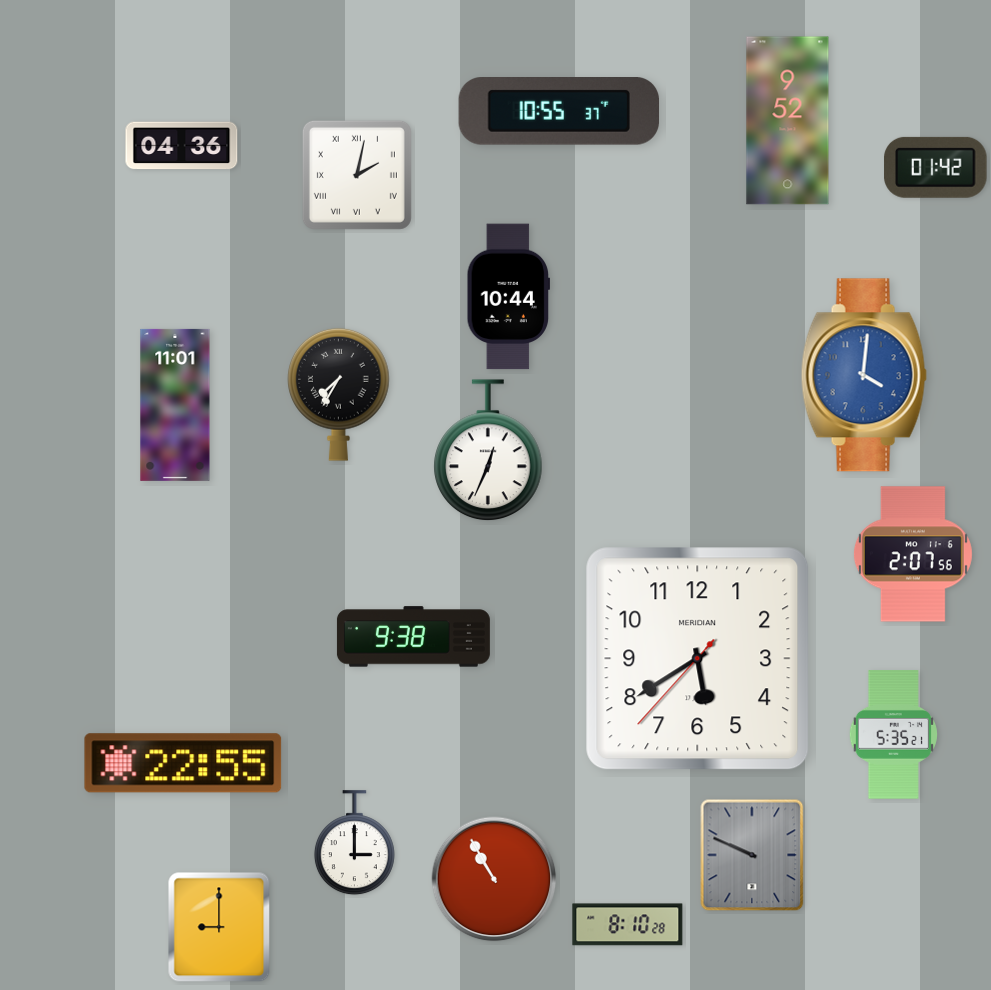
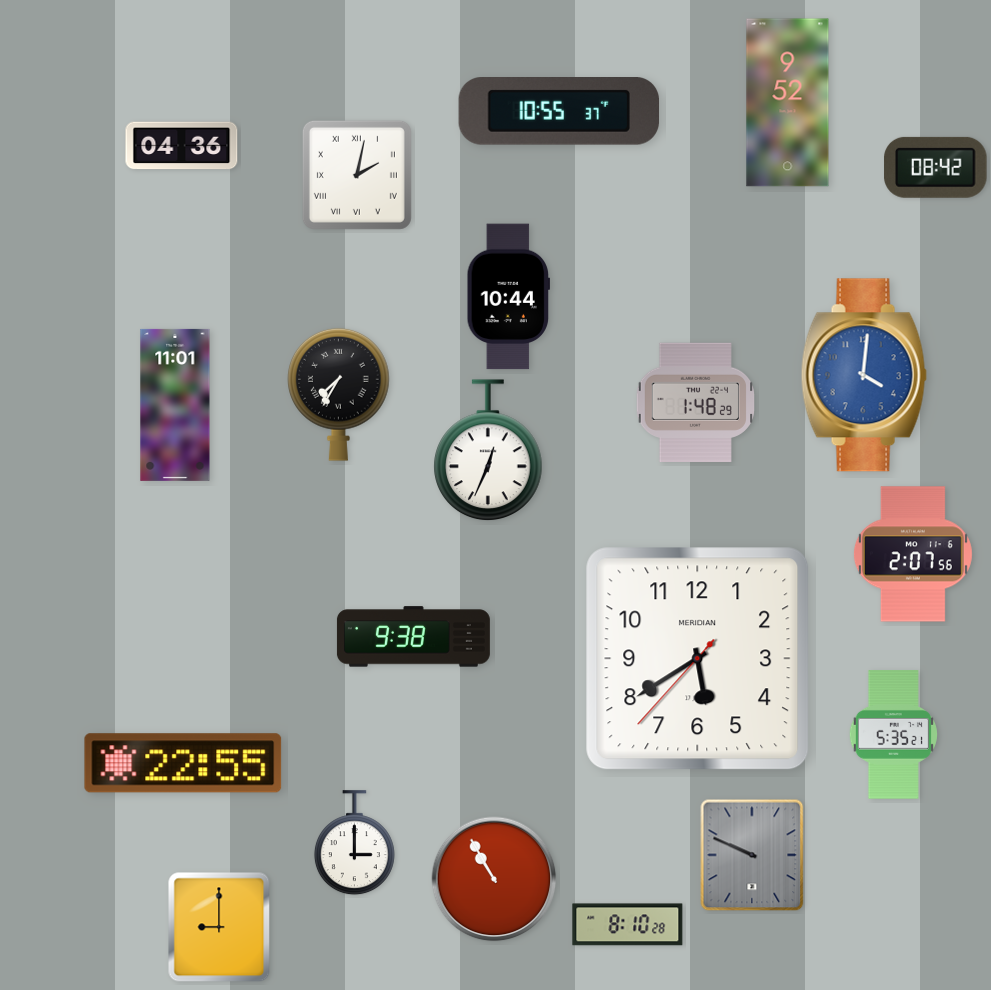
clock at (788, 121) position: (788, 121) -> (788, 103)
clock at (936, 167): 01:42 -> 08:42
clock at (695, 403): none -> 1:48
